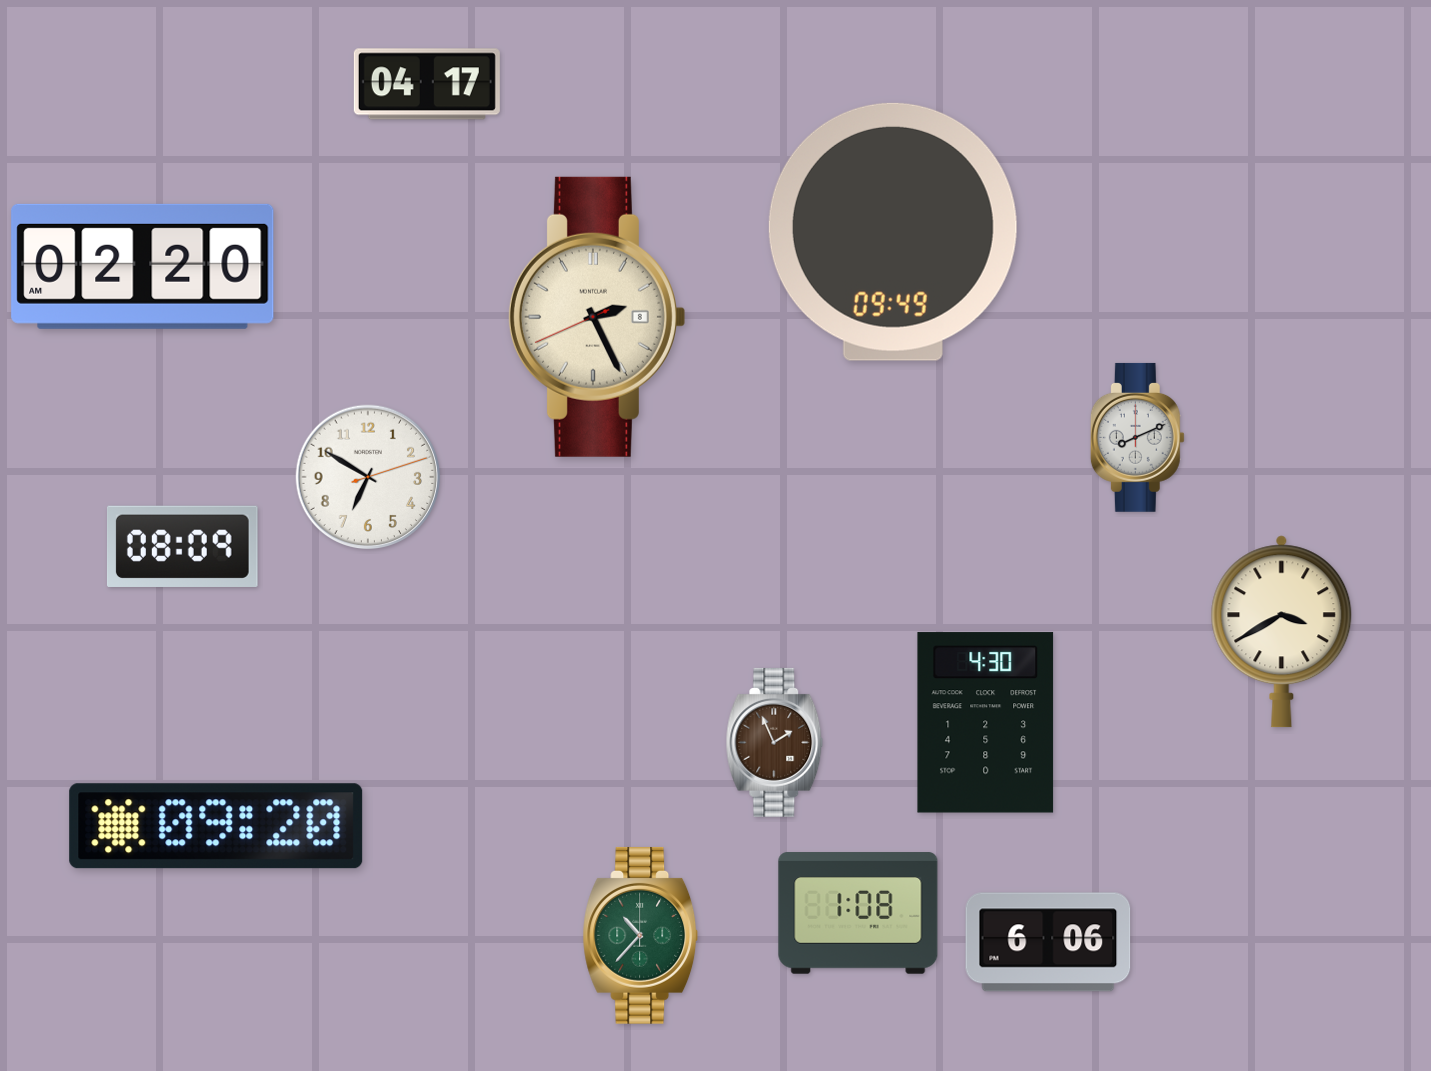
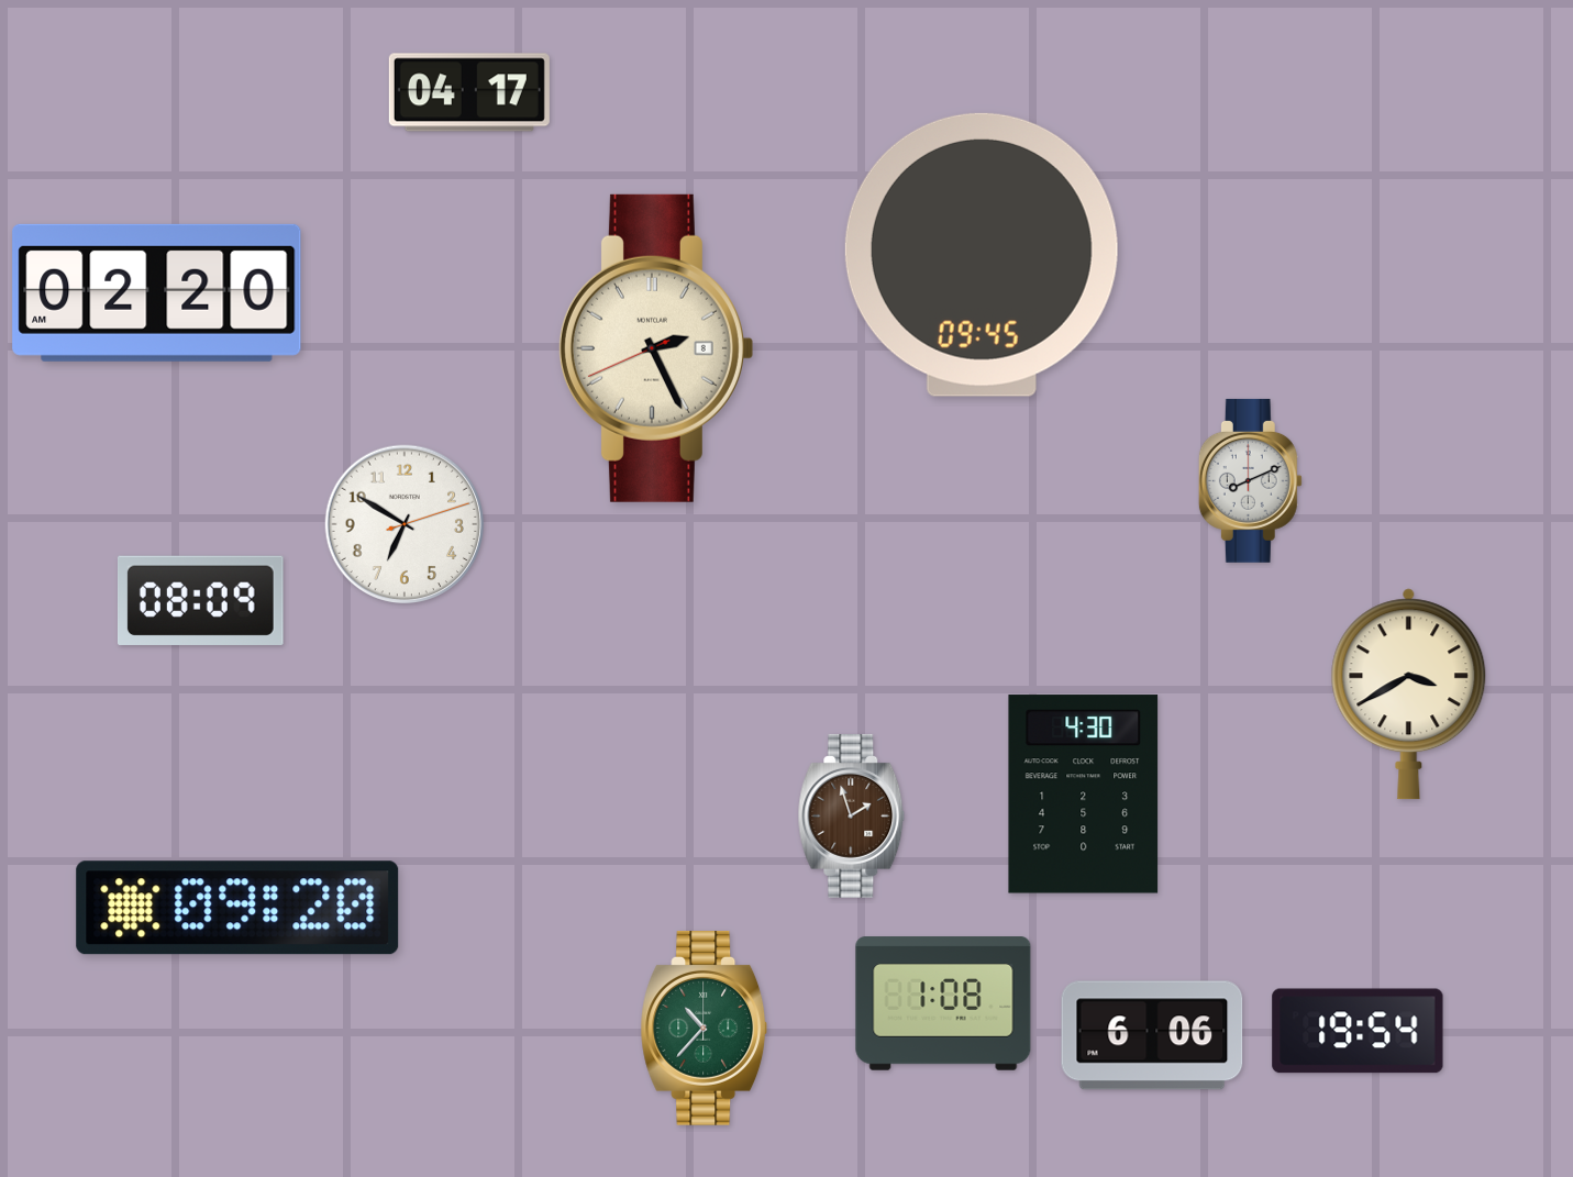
clock at (893, 232): 09:49 -> 09:45
clock at (775, 742): 1:56 -> 1:57
clock at (1358, 1031): none -> 19:54
